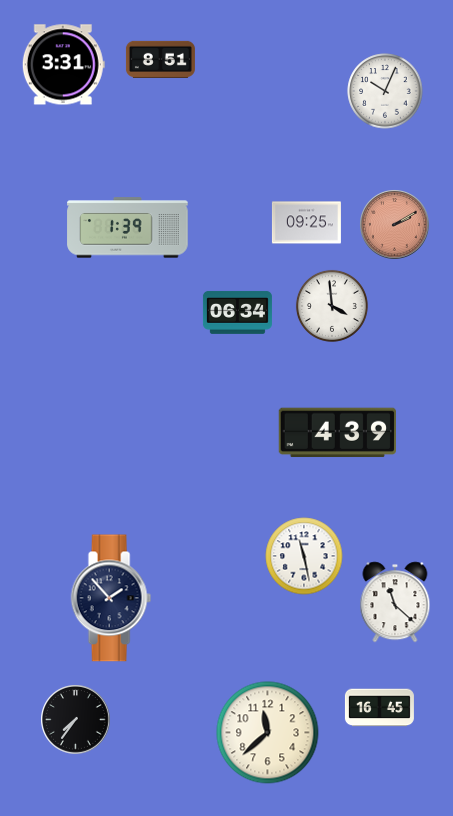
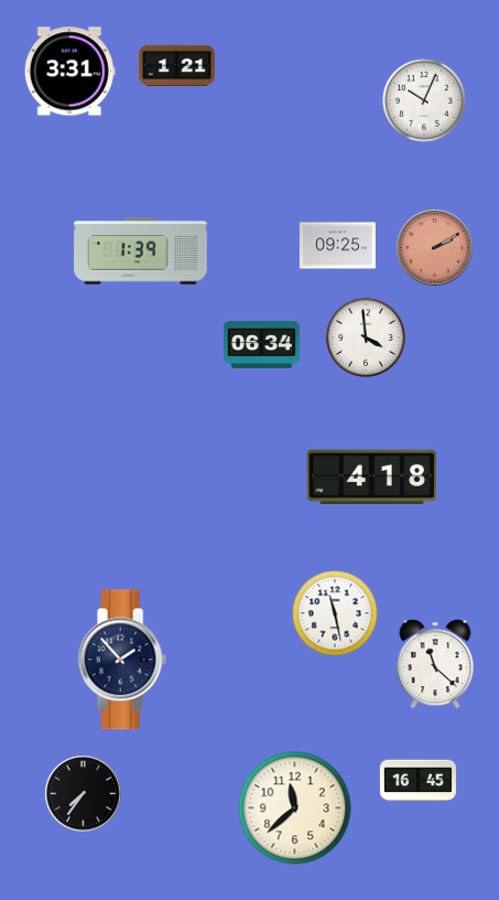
clock at (160, 59): 8:51 -> 1:21
clock at (337, 433): 4:39 -> 4:18
